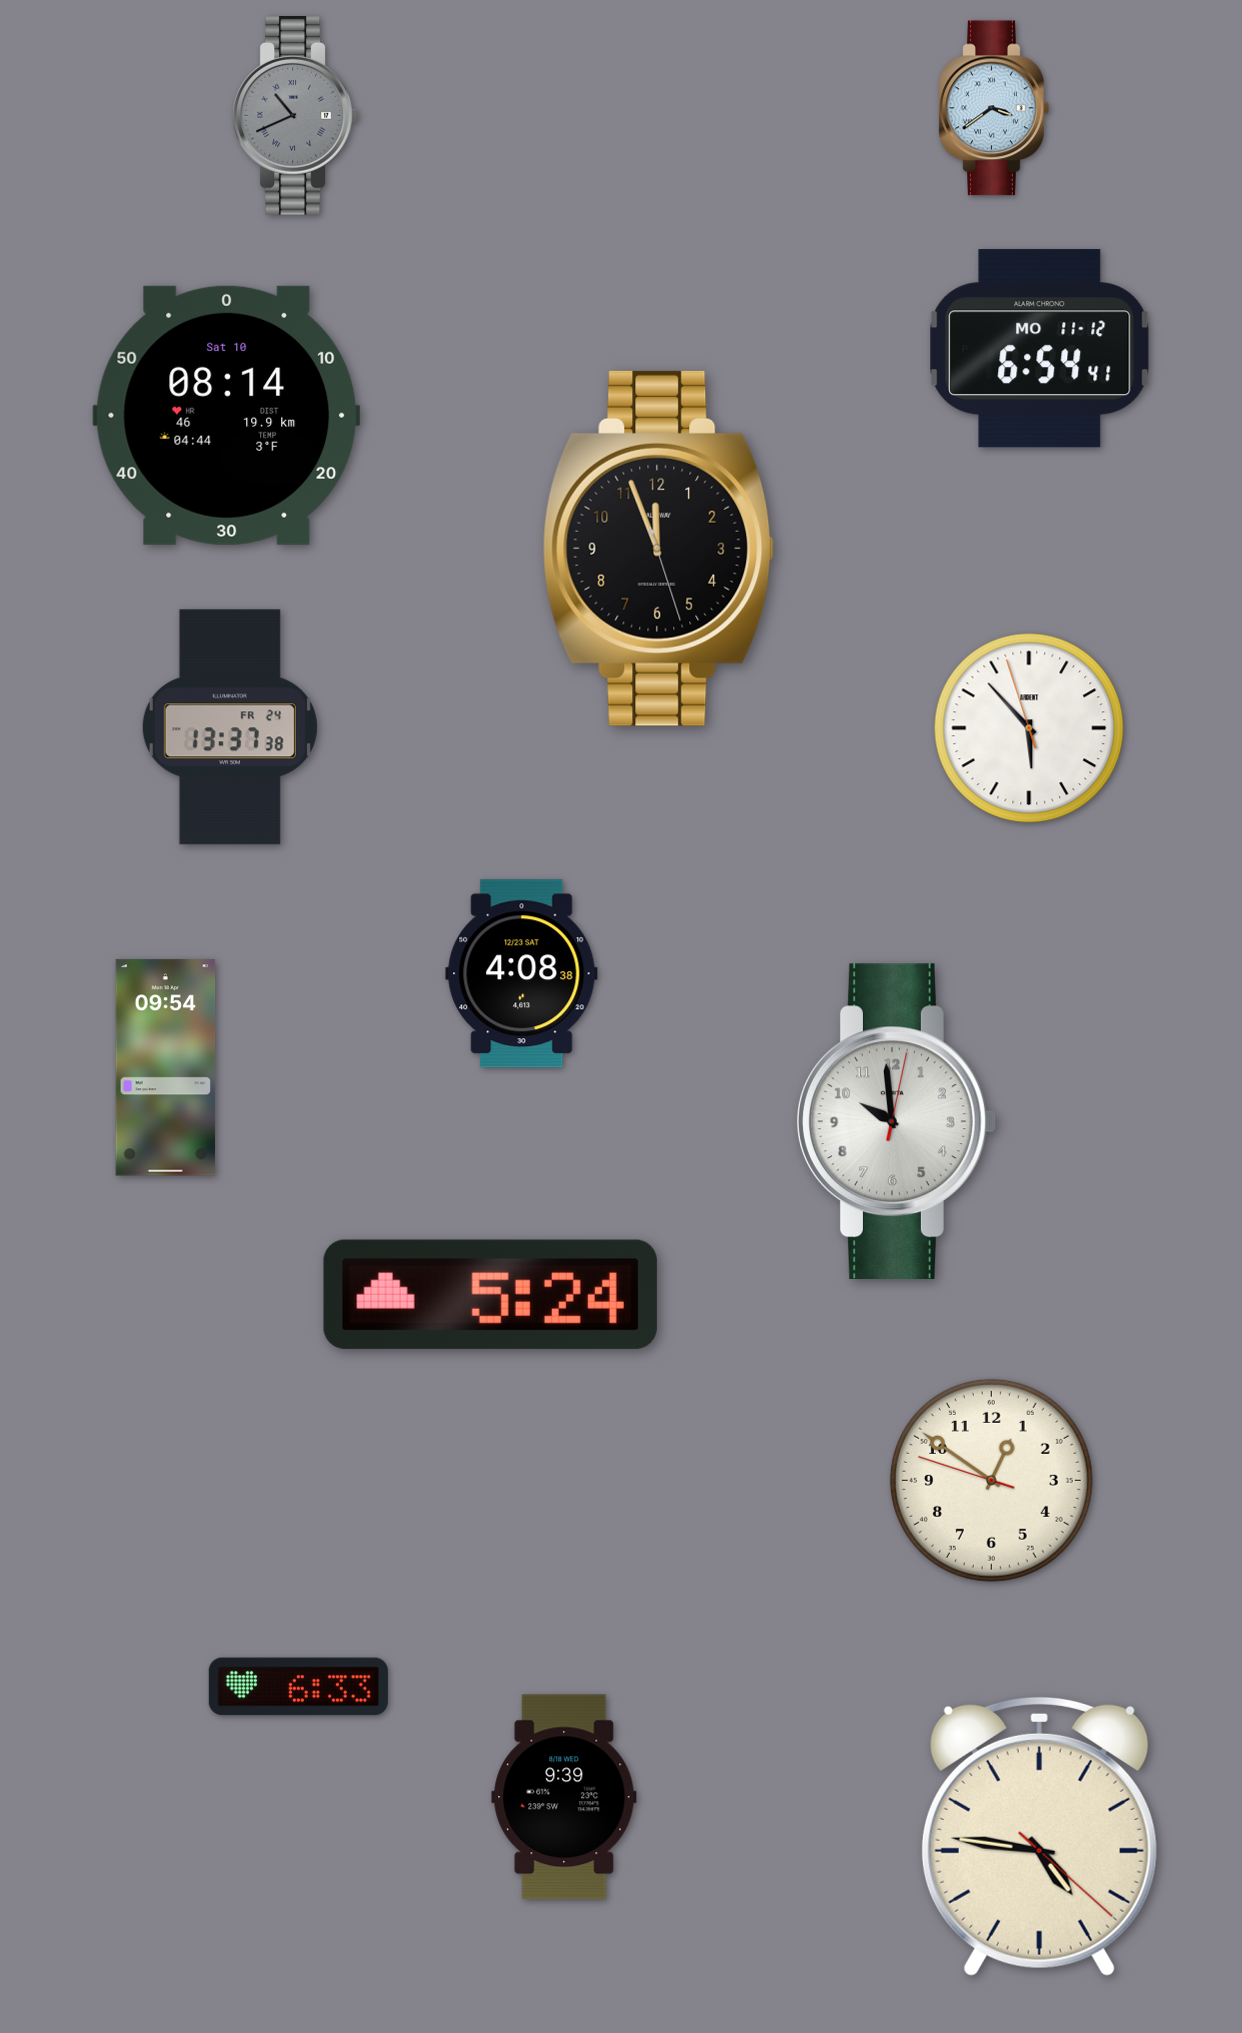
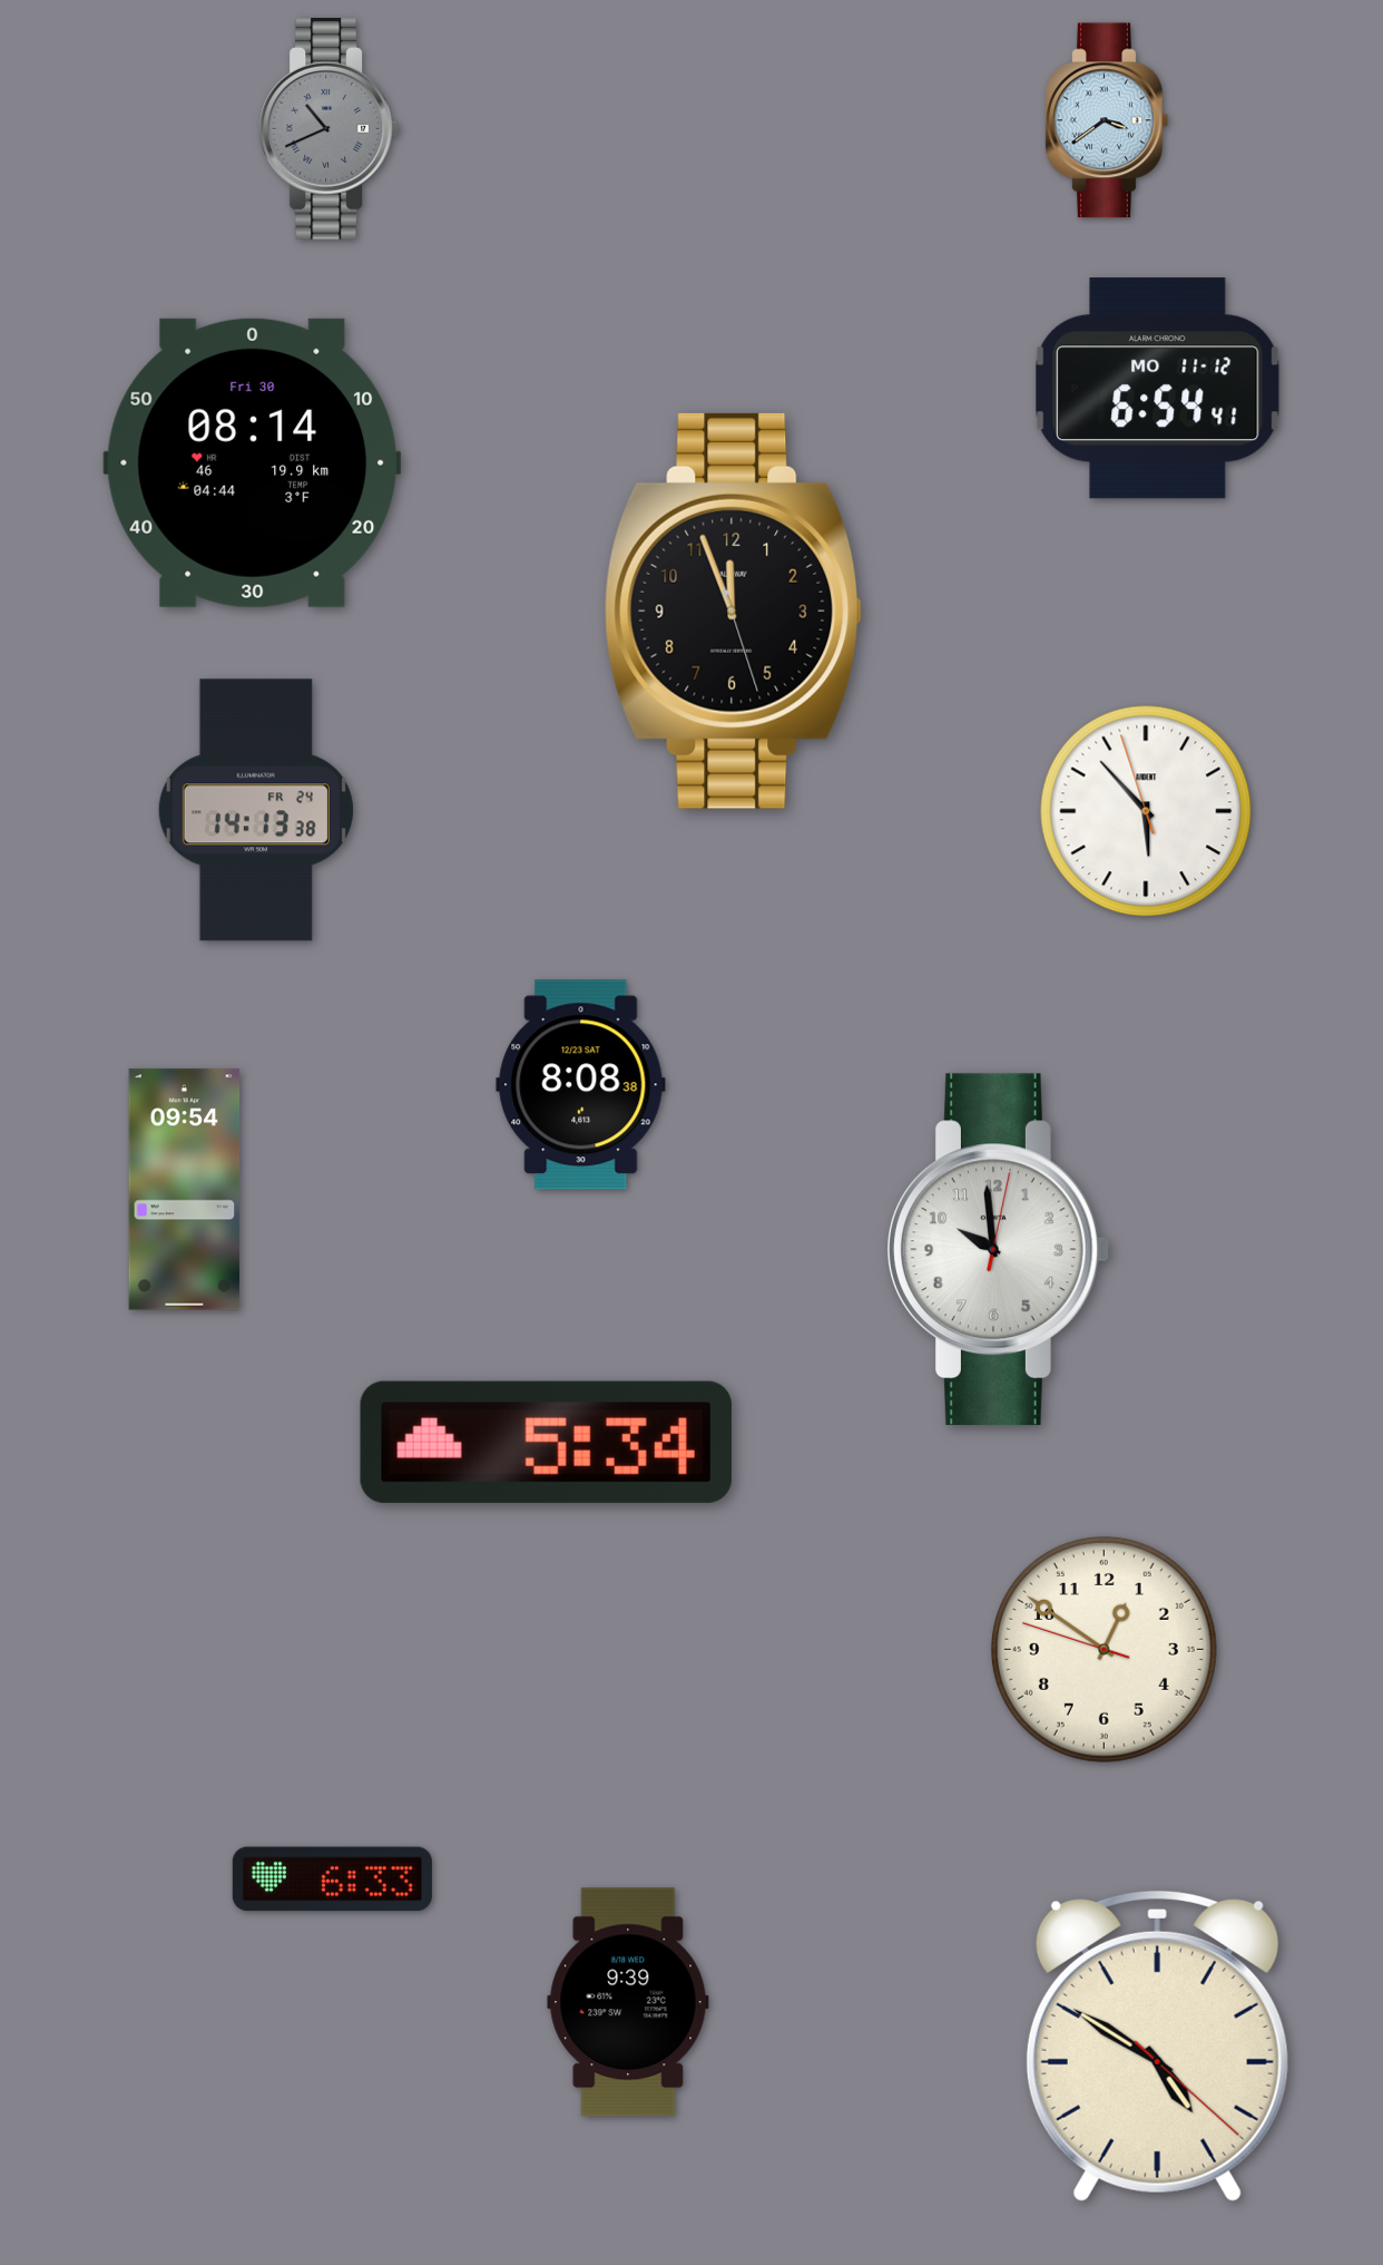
clock at (227, 415) date: Sat 10 -> Fri 30
clock at (230, 727): 13:37 -> 14:13
clock at (522, 974): 4:08 -> 8:08
clock at (490, 1294): 5:24 -> 5:34
clock at (1039, 1836): 4:46 -> 4:50
